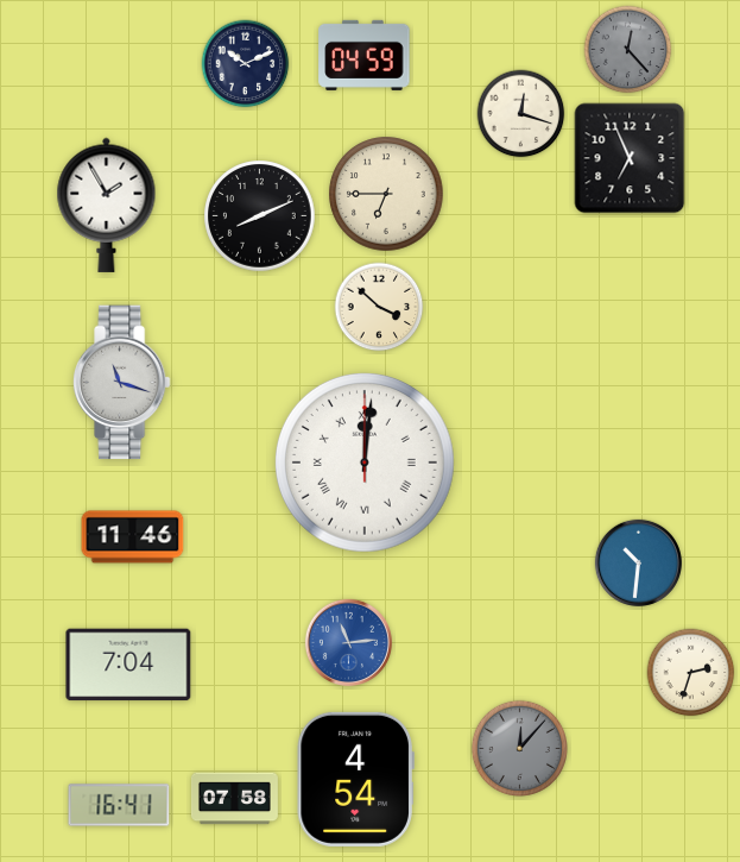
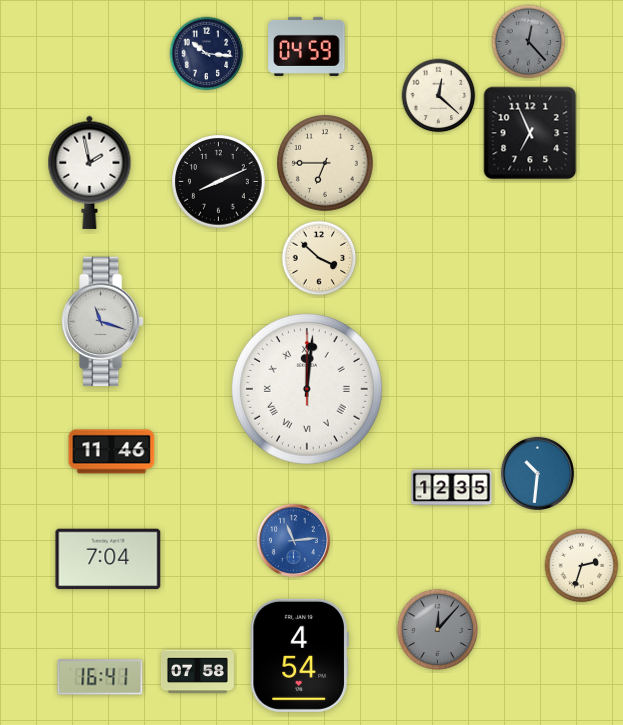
clock at (246, 64): 10:11 -> 10:16
clock at (521, 114): 12:18 -> 12:22
clock at (107, 205): 1:55 -> 1:58
clock at (452, 488): none -> 12:35
